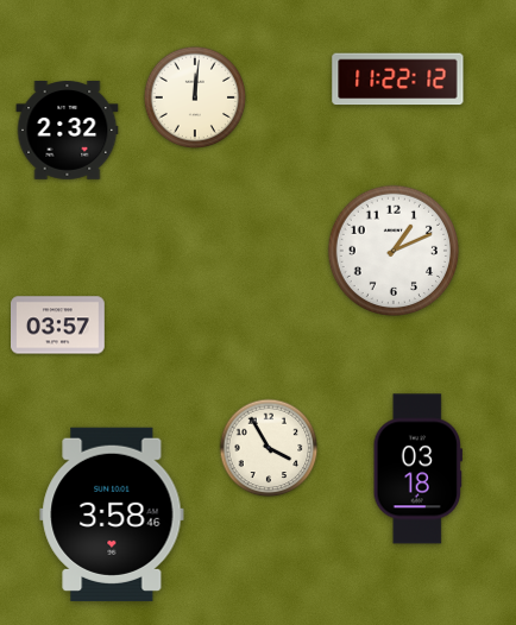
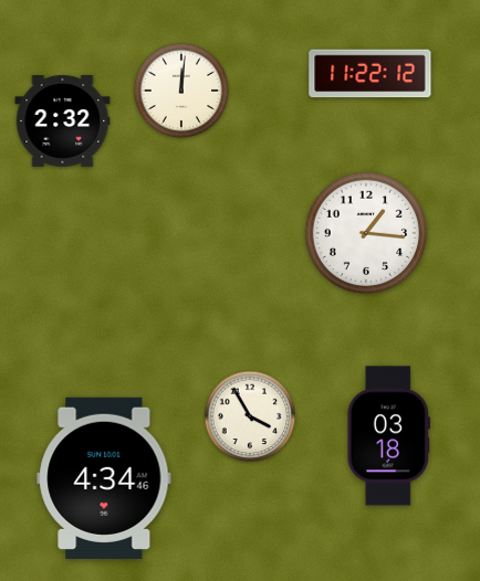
clock at (392, 250): 1:11 -> 1:16
clock at (58, 326): 03:57 -> none
clock at (112, 514): 3:58 -> 4:34
